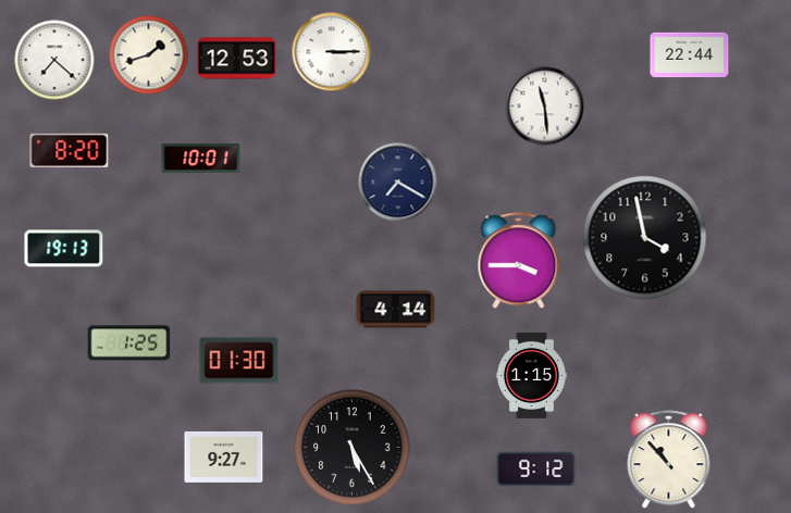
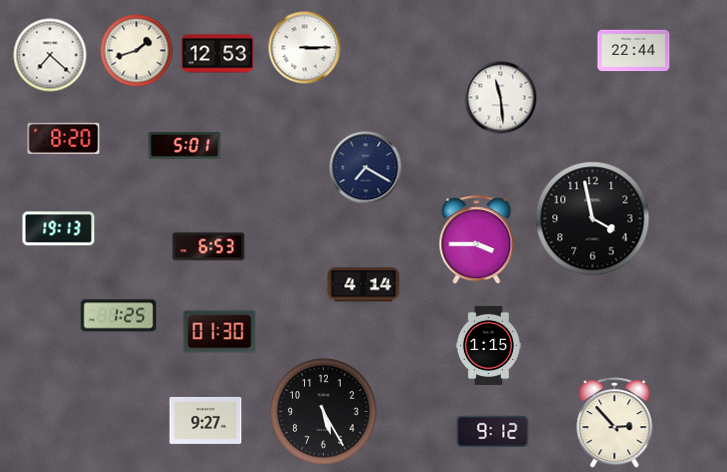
clock at (201, 158): 10:01 -> 5:01
clock at (209, 247): none -> 6:53
clock at (669, 460): 10:53 -> 2:53
